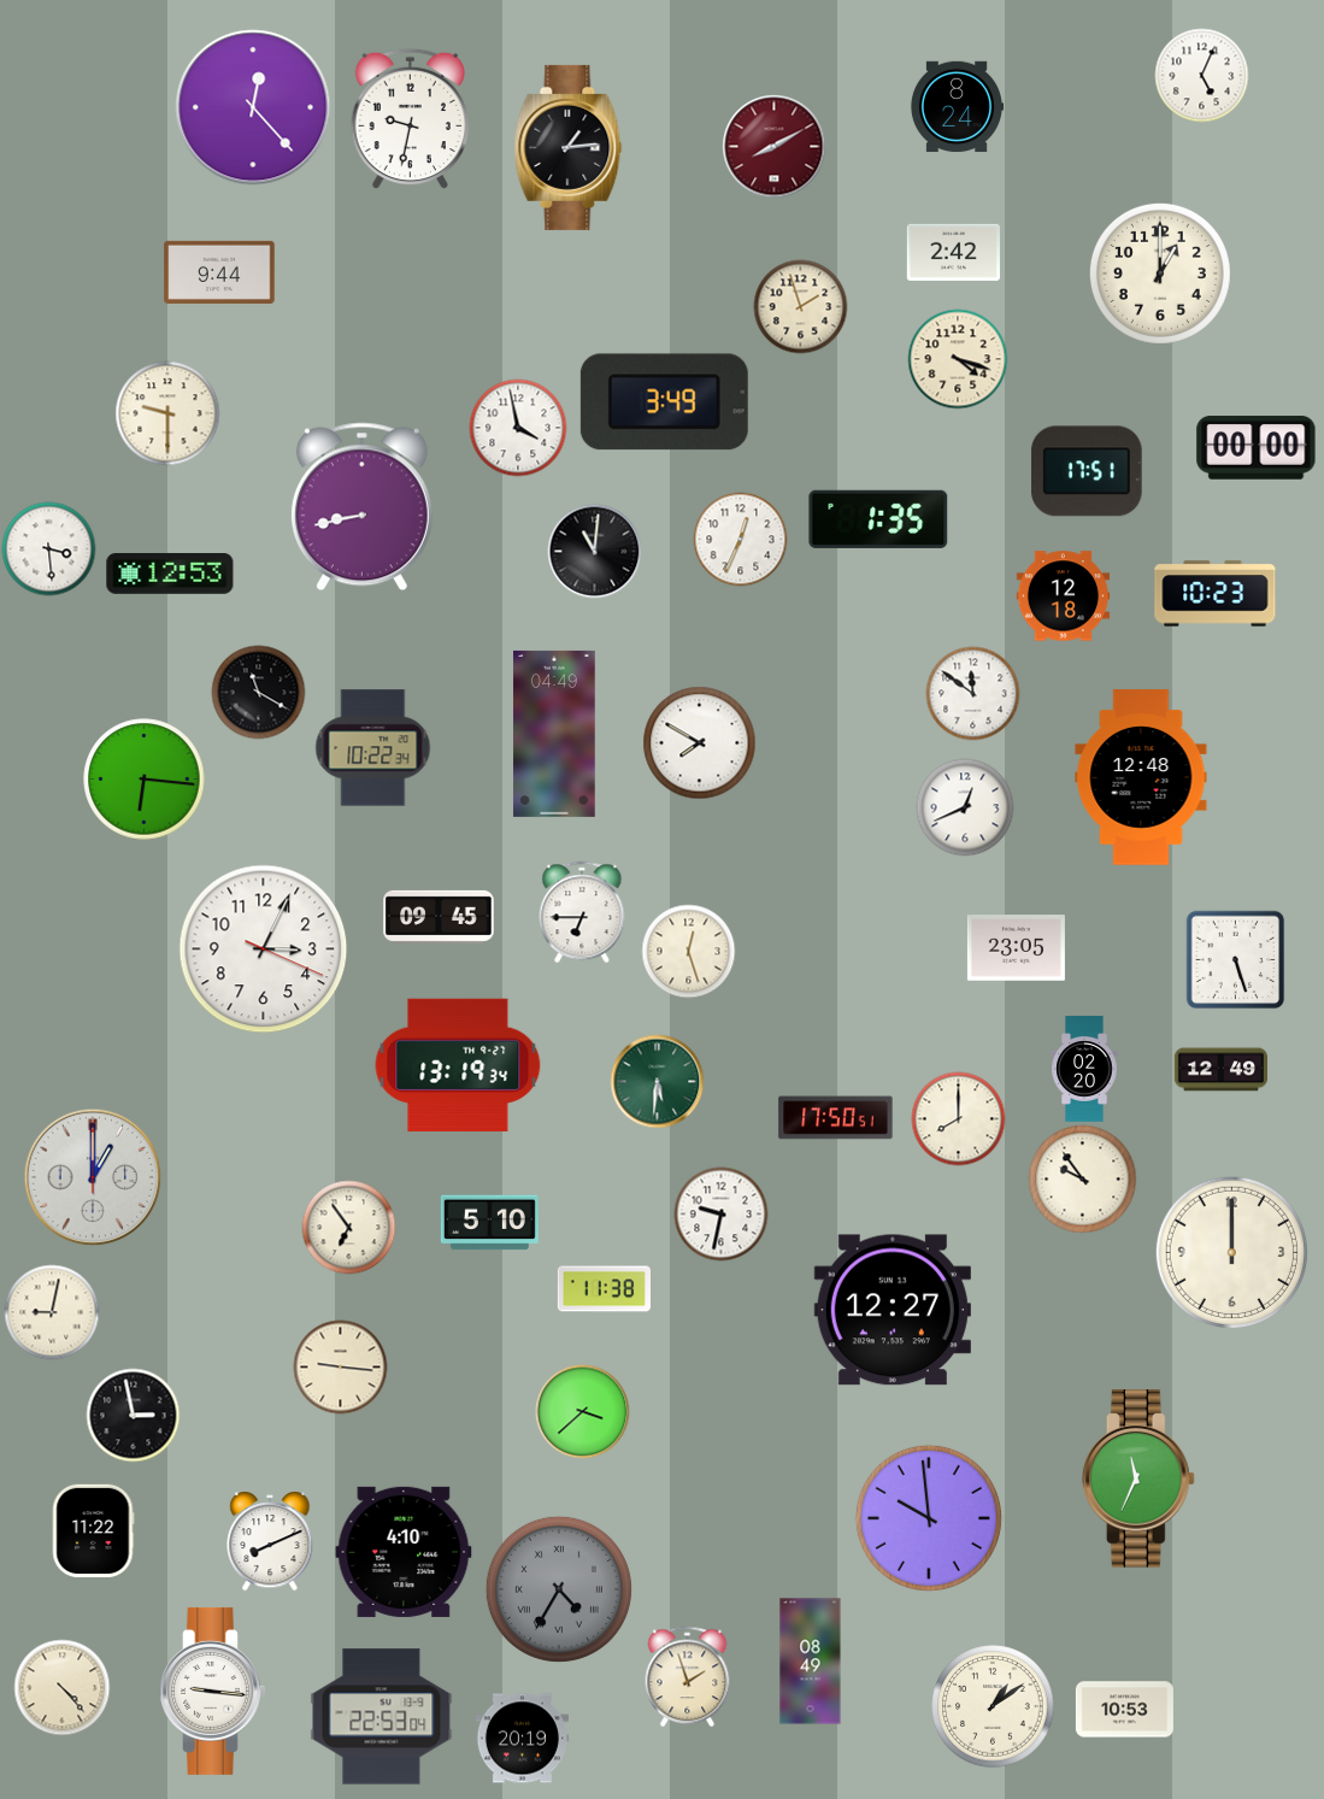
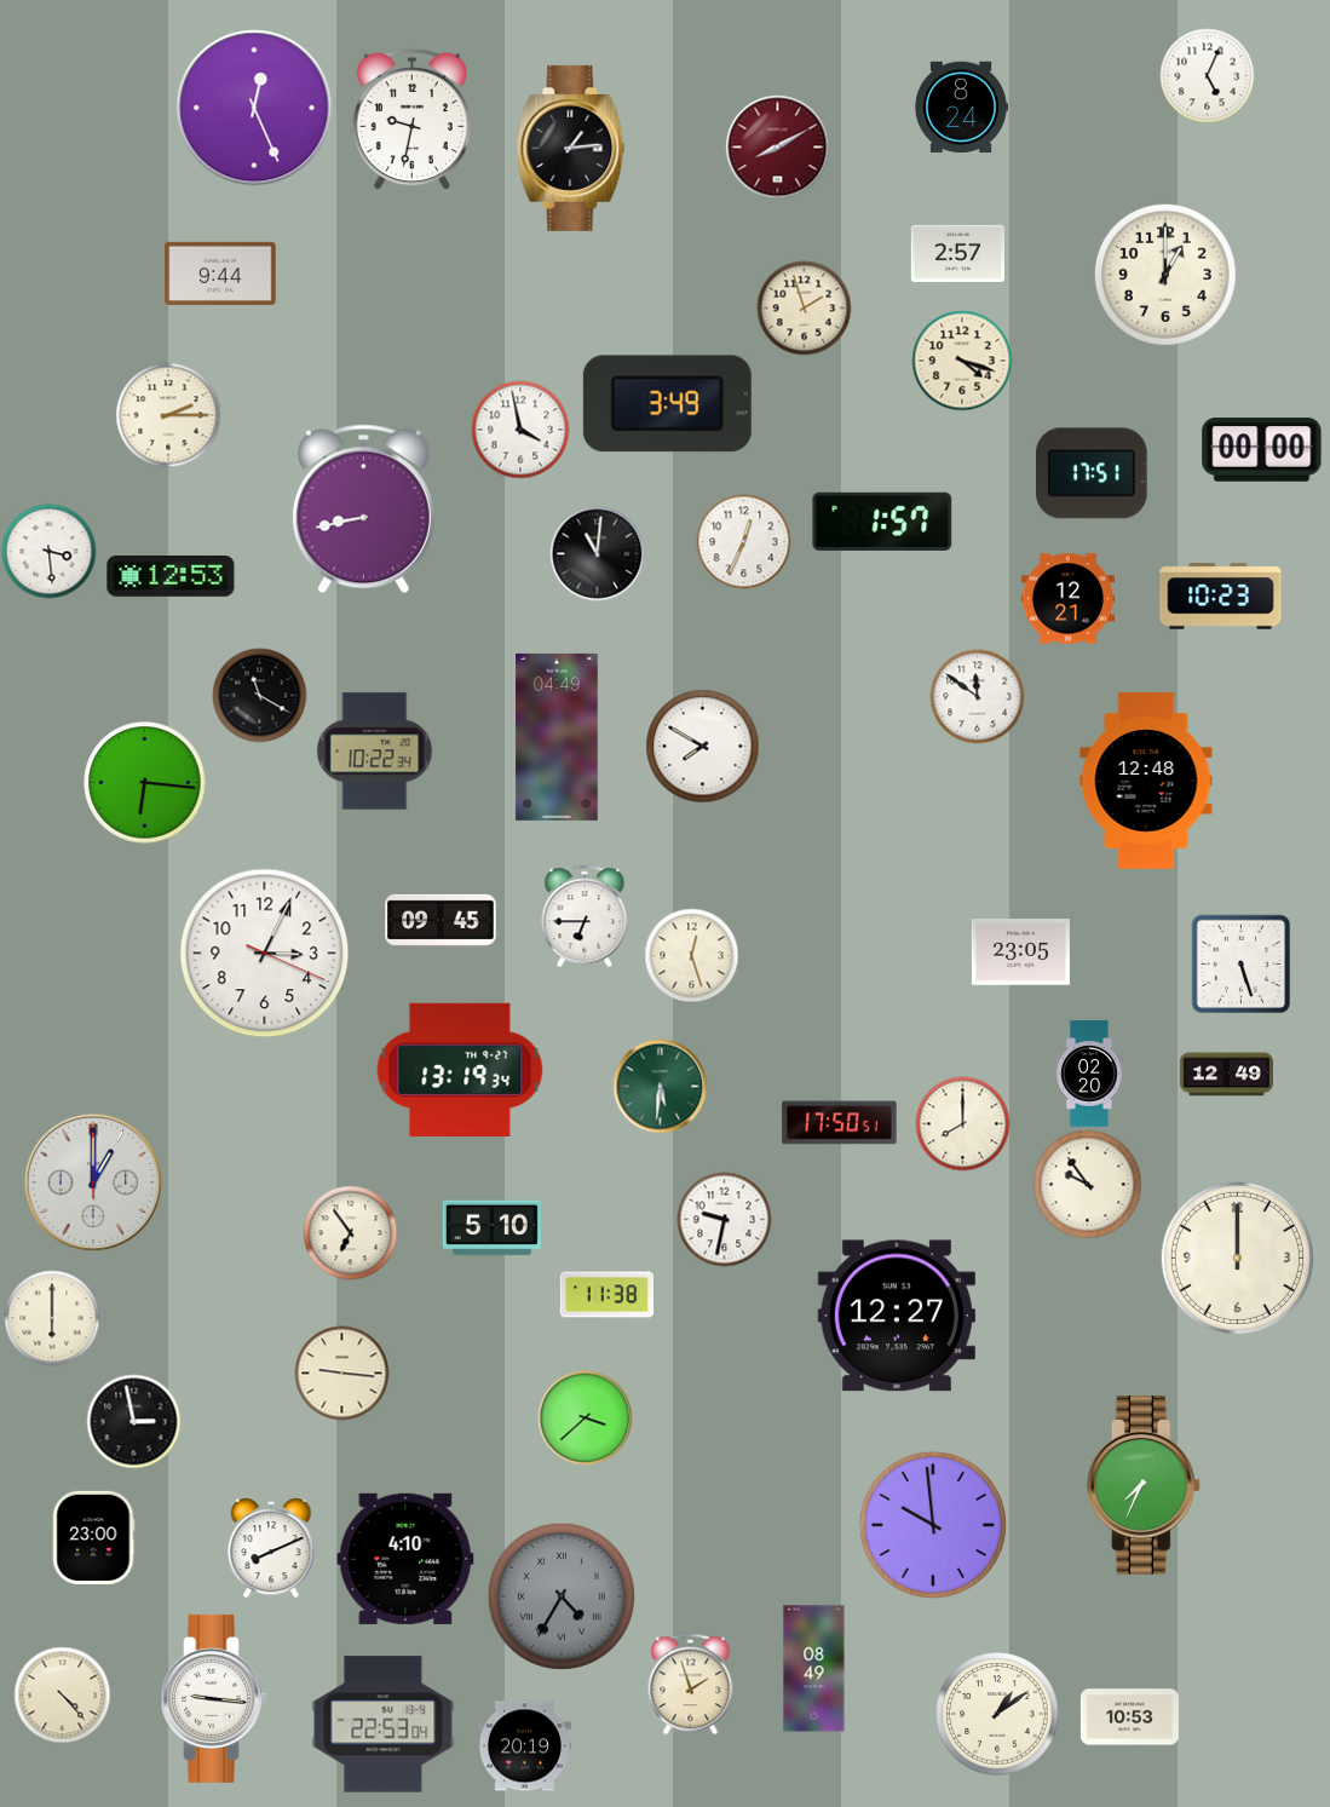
clock at (253, 107): 12:23 -> 12:26
clock at (953, 252): 2:42 -> 2:57
clock at (167, 413): 9:30 -> 2:15
clock at (878, 519): 1:35 -> 1:57
clock at (1063, 596): 12:18 -> 12:21
clock at (965, 807): 12:41 -> none
clock at (52, 1312): 9:02 -> 6:00
clock at (1138, 1478): 11:34 -> 7:34
clock at (93, 1530): 11:22 -> 23:00
